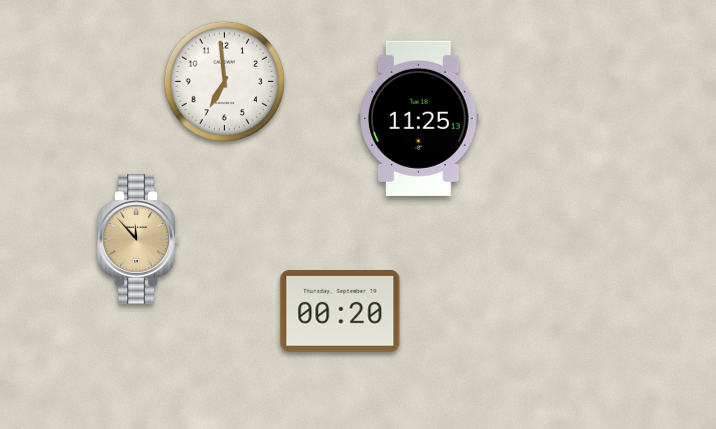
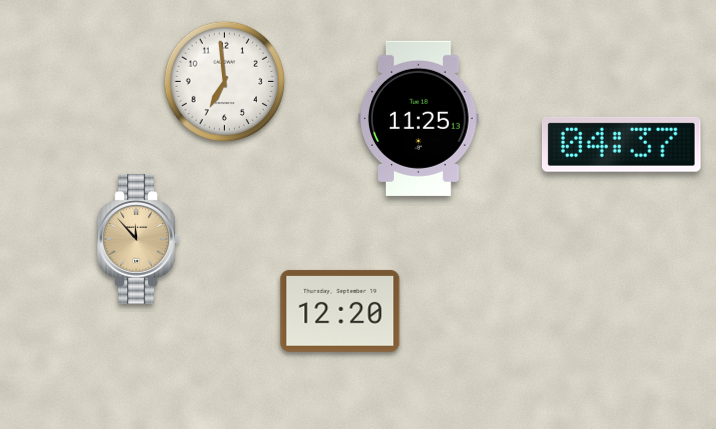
clock at (621, 144): none -> 04:37
clock at (340, 311): 00:20 -> 12:20
